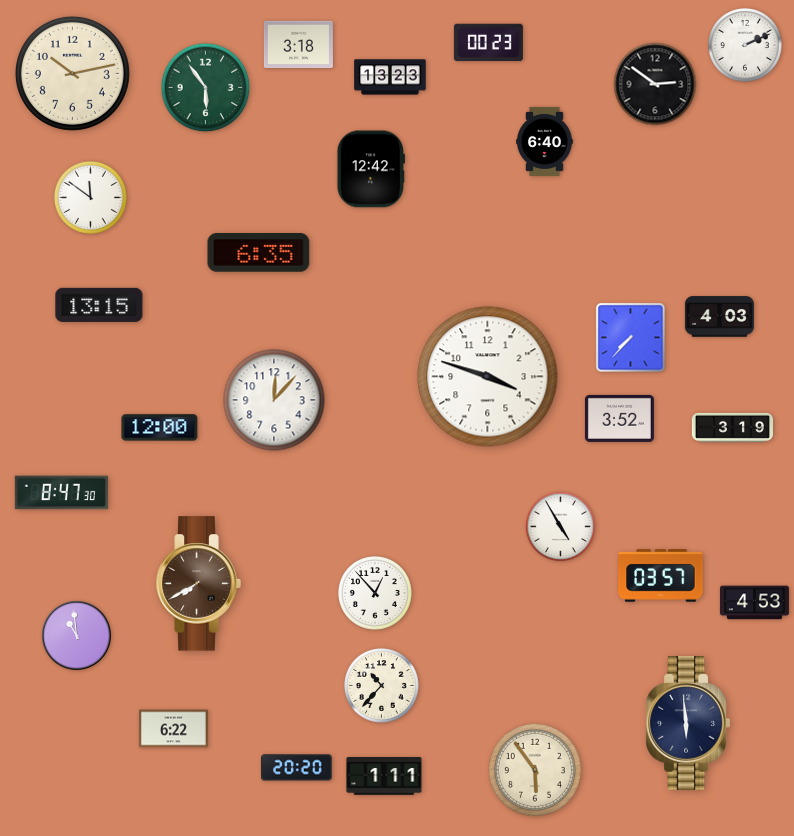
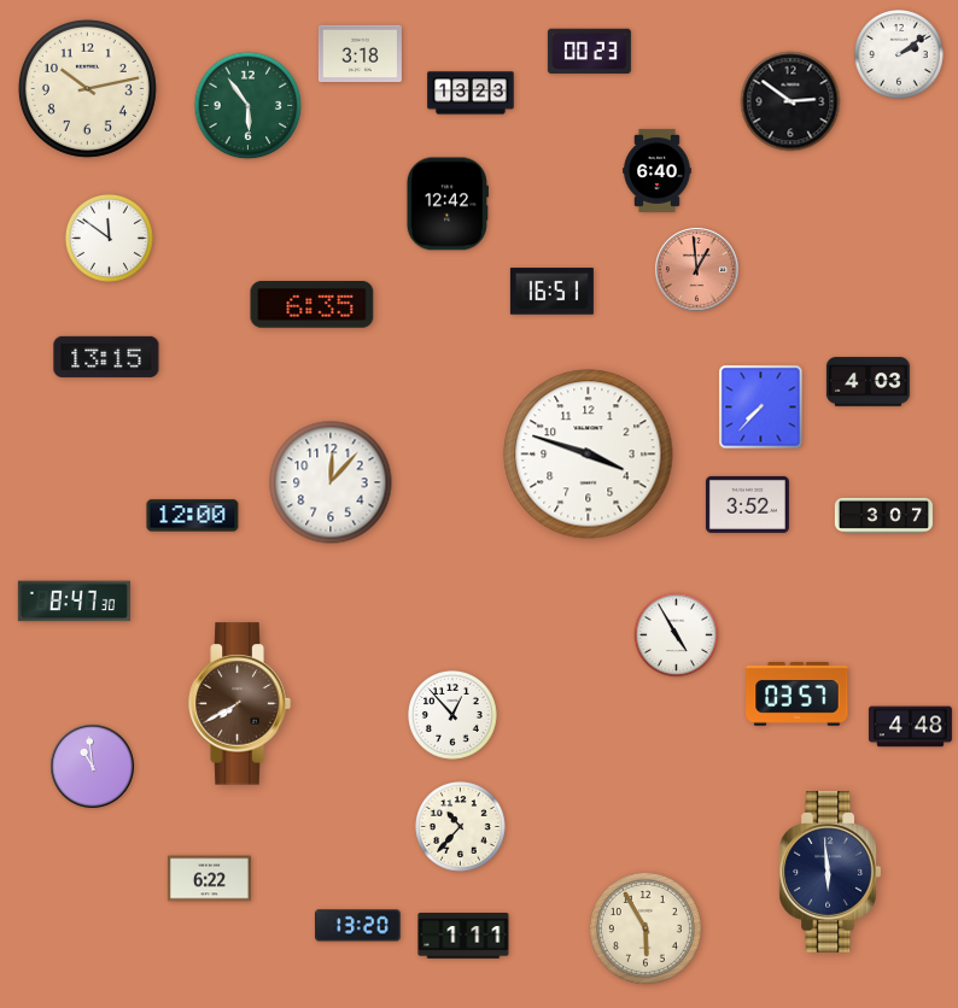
clock at (746, 46): 2:11 -> 2:09
clock at (697, 270): none -> 12:59
clock at (551, 292): none -> 16:51
clock at (99, 305) position: (99, 305) -> (106, 357)
clock at (732, 427): 3:19 -> 3:07
clock at (61, 493) position: (61, 493) -> (74, 602)
clock at (754, 603): 4:53 -> 4:48
clock at (297, 768): 20:20 -> 13:20
clock at (535, 770): 5:54 -> 5:55
